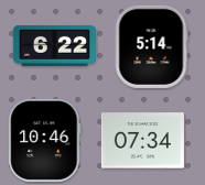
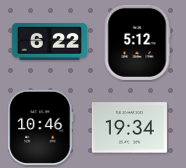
clock at (151, 46): 5:14 -> 5:12
clock at (142, 141): 07:34 -> 19:34
